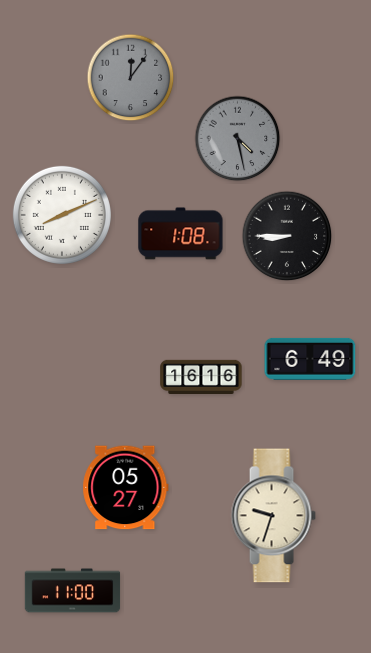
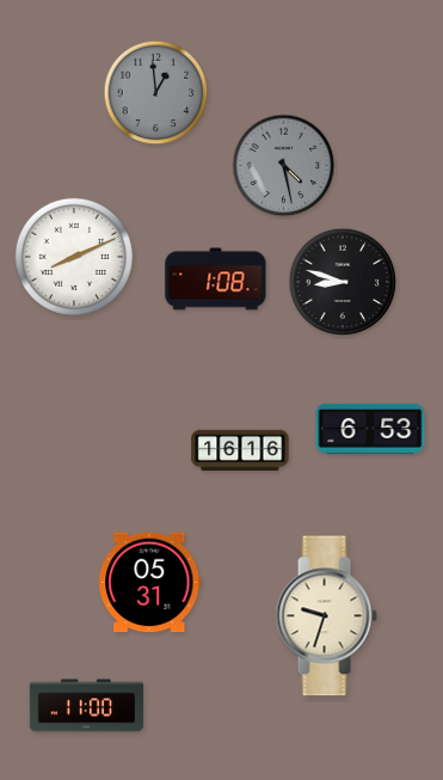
clock at (131, 78): 12:06 -> 12:59
clock at (287, 236): 8:45 -> 8:48
clock at (310, 359): 6:49 -> 6:53
clock at (126, 488): 05:27 -> 05:31
